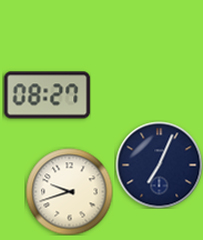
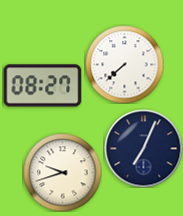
clock at (124, 64): none -> 7:38
